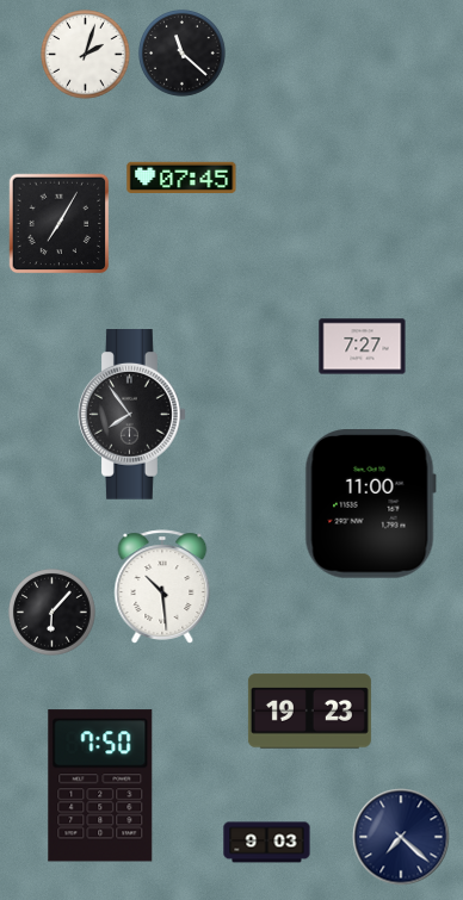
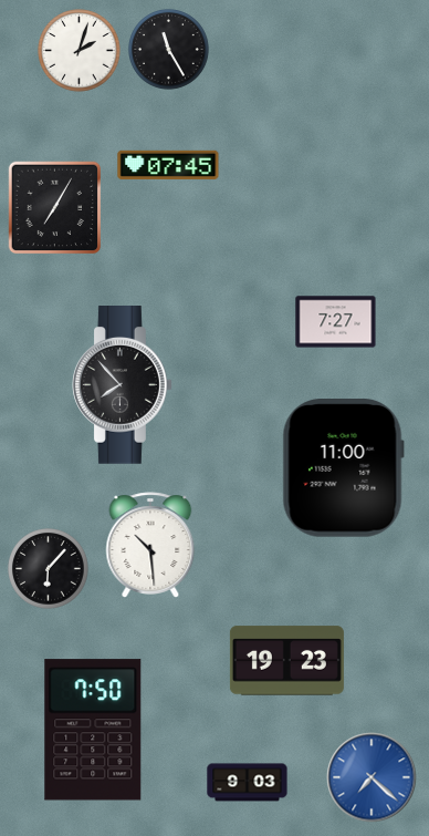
clock at (183, 54): 11:22 -> 11:25
clock at (132, 415): 7:54 -> 7:53
clock at (401, 837) dial: navy -> blue
